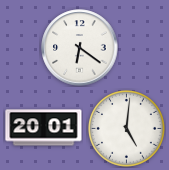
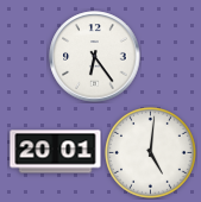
clock at (80, 48): 6:21 -> 6:24
clock at (44, 128) position: (44, 128) -> (56, 152)
